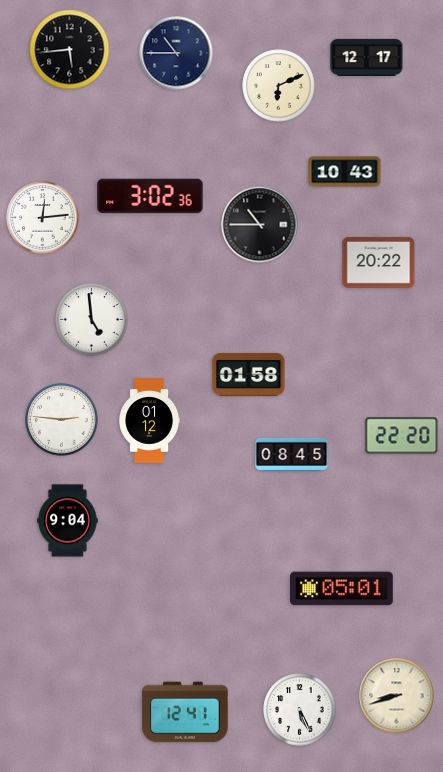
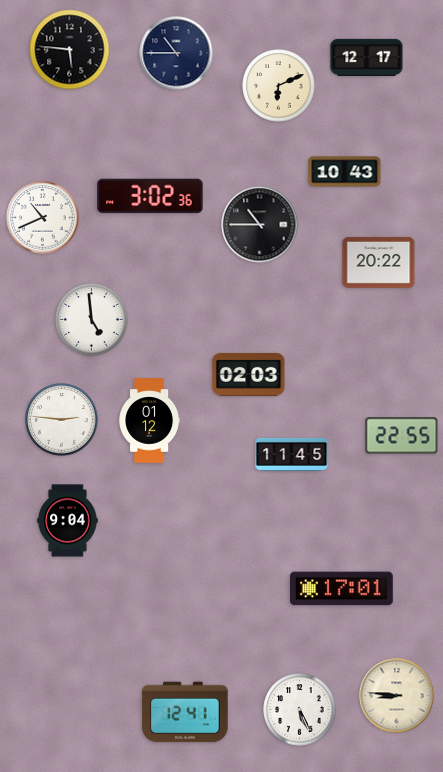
clock at (70, 50): 5:44 -> 5:46
clock at (43, 218): 12:14 -> 10:41
clock at (249, 374): 01:58 -> 02:03
clock at (402, 436): 22:20 -> 22:55
clock at (292, 454): 08:45 -> 11:45
clock at (342, 589): 05:01 -> 17:01
clock at (397, 696): 8:42 -> 8:46
